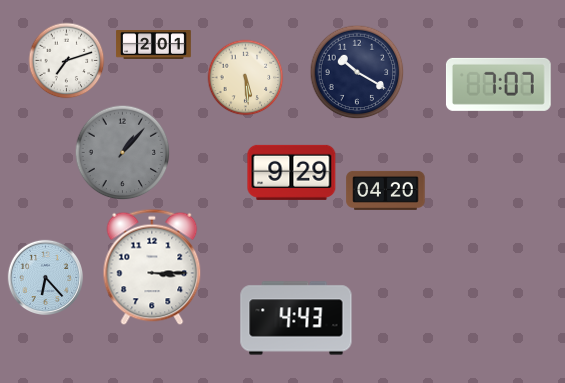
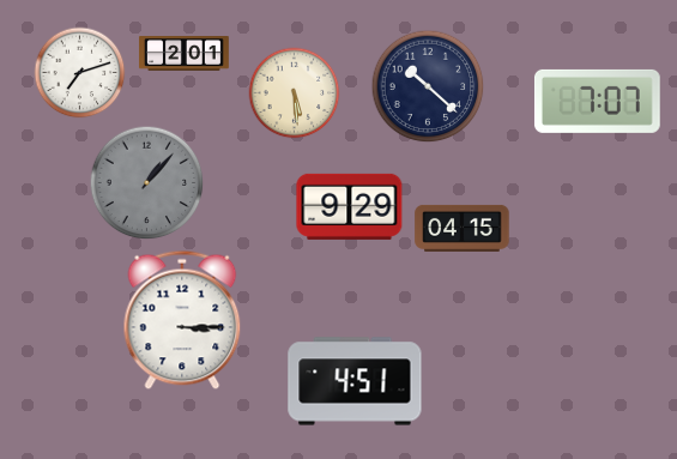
clock at (357, 72): 10:20 -> 10:22
clock at (386, 190): 04:20 -> 04:15
clock at (45, 277): 6:23 -> none
clock at (296, 318): 4:43 -> 4:51
